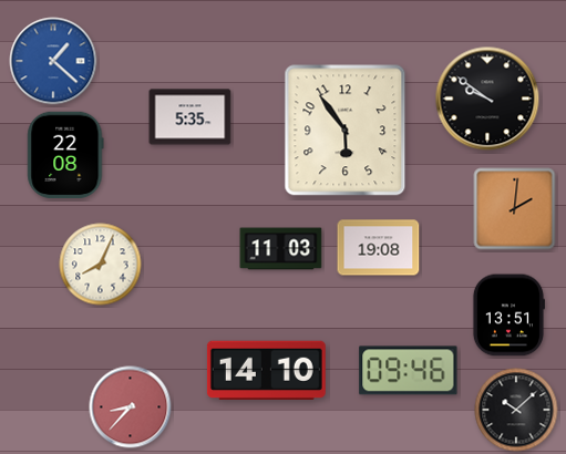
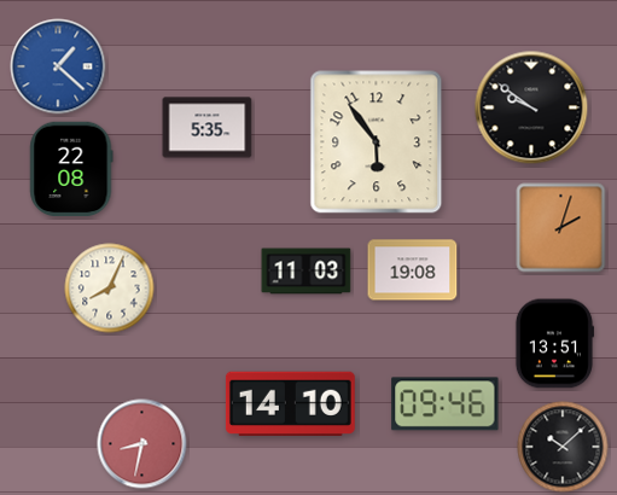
clock at (515, 209): 2:01 -> 2:03
clock at (131, 407): 8:37 -> 8:32
